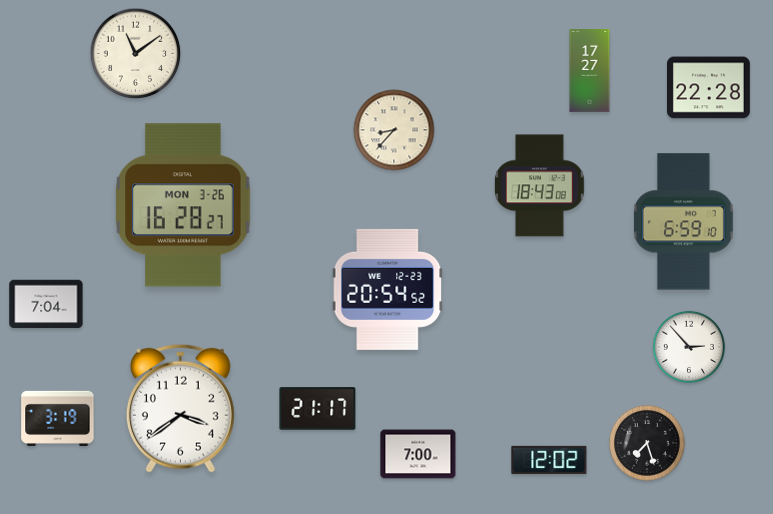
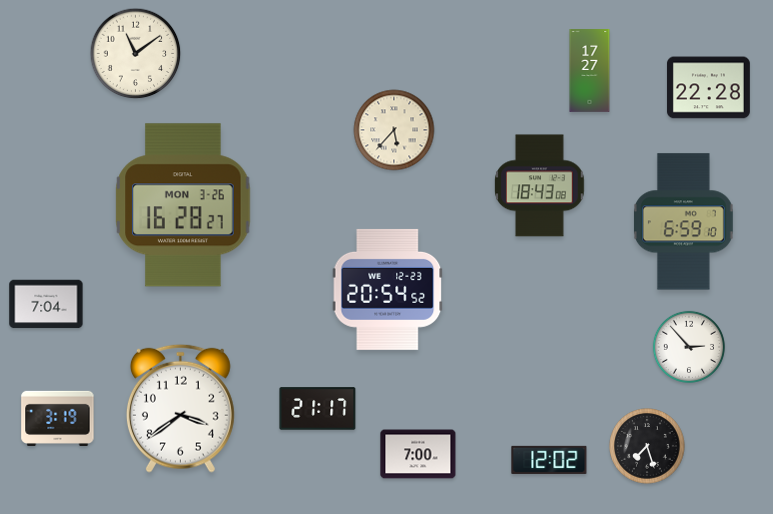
clock at (394, 130): 8:37 -> 5:37
clock at (647, 443) position: (647, 443) -> (647, 446)
